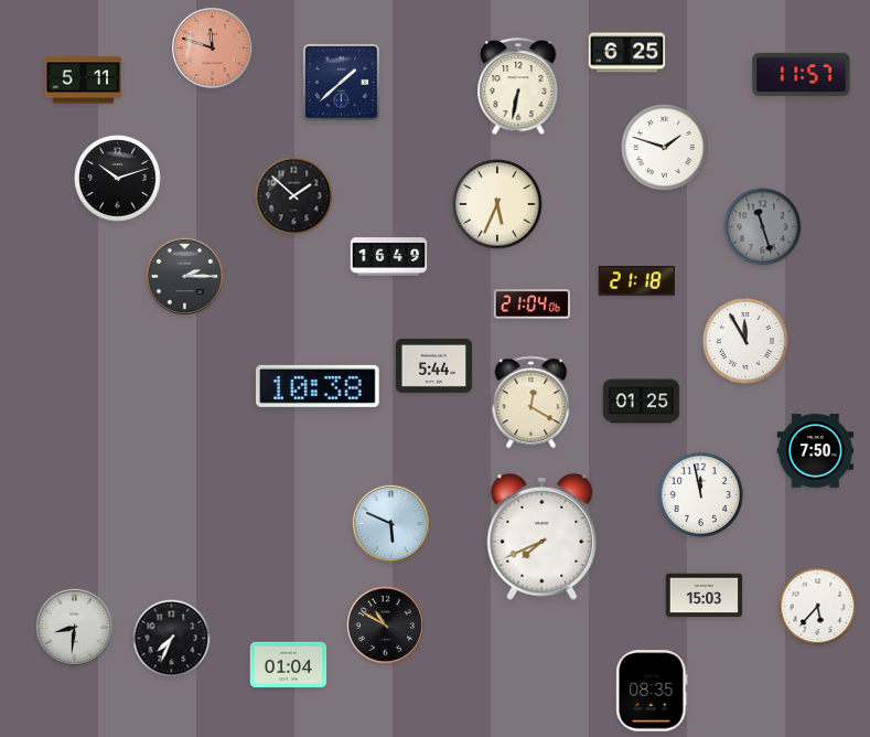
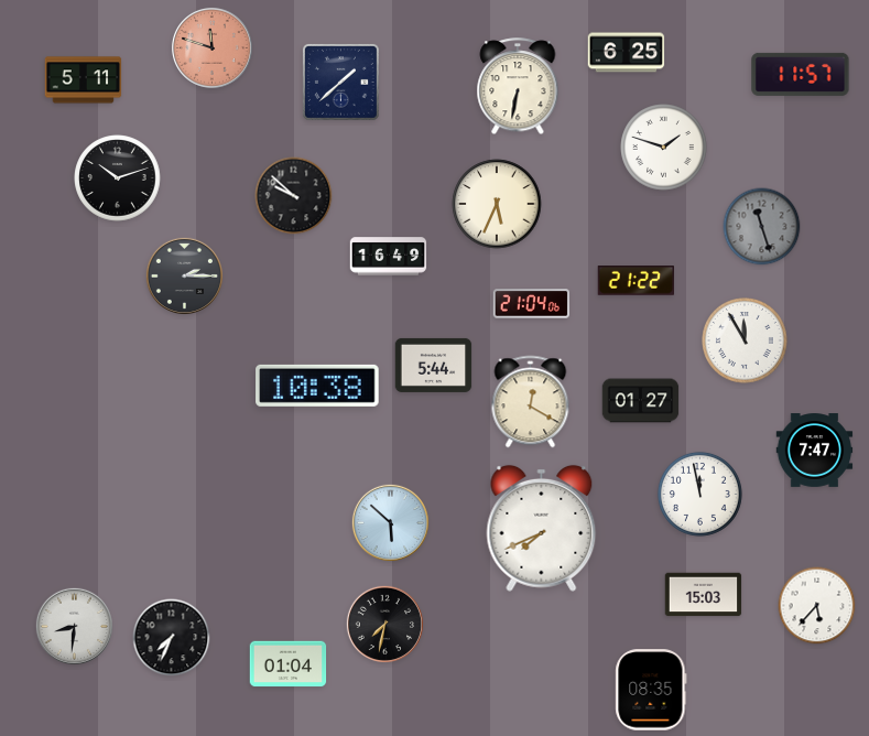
clock at (294, 196): 1:52 -> 9:52
clock at (637, 281): 21:18 -> 21:22
clock at (642, 402): 01:25 -> 01:27
clock at (816, 451): 7:50 -> 7:47
clock at (390, 523): 5:49 -> 5:52
clock at (543, 536) position: (543, 536) -> (542, 528)
clock at (385, 624): 10:50 -> 7:32
